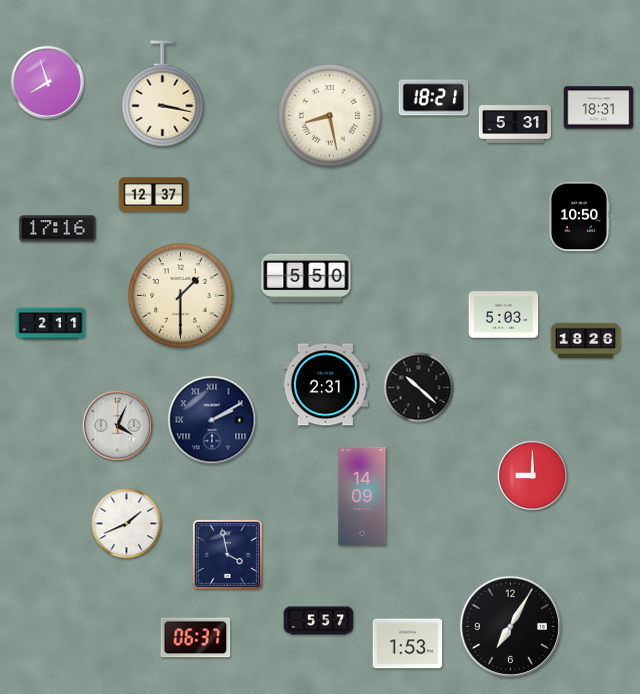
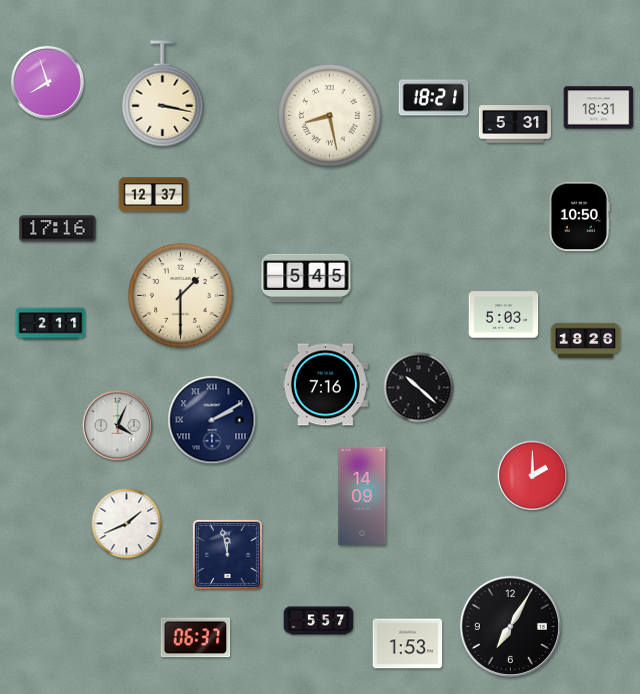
clock at (306, 278): 5:50 -> 5:45
clock at (325, 385): 2:31 -> 7:16
clock at (533, 476): 9:00 -> 2:00
clock at (227, 554): 3:58 -> 11:58
